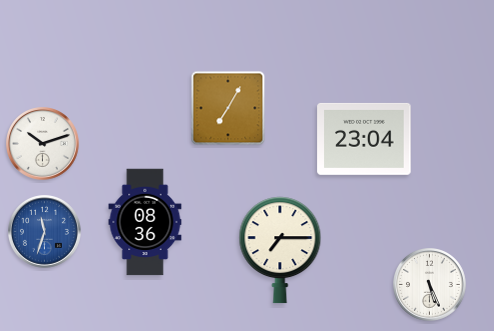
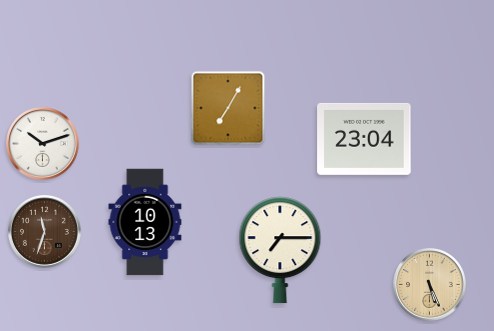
clock at (145, 222): 08:36 -> 10:13
clock at (45, 232) dial: blue -> brown
clock at (430, 285) dial: white -> champagne
